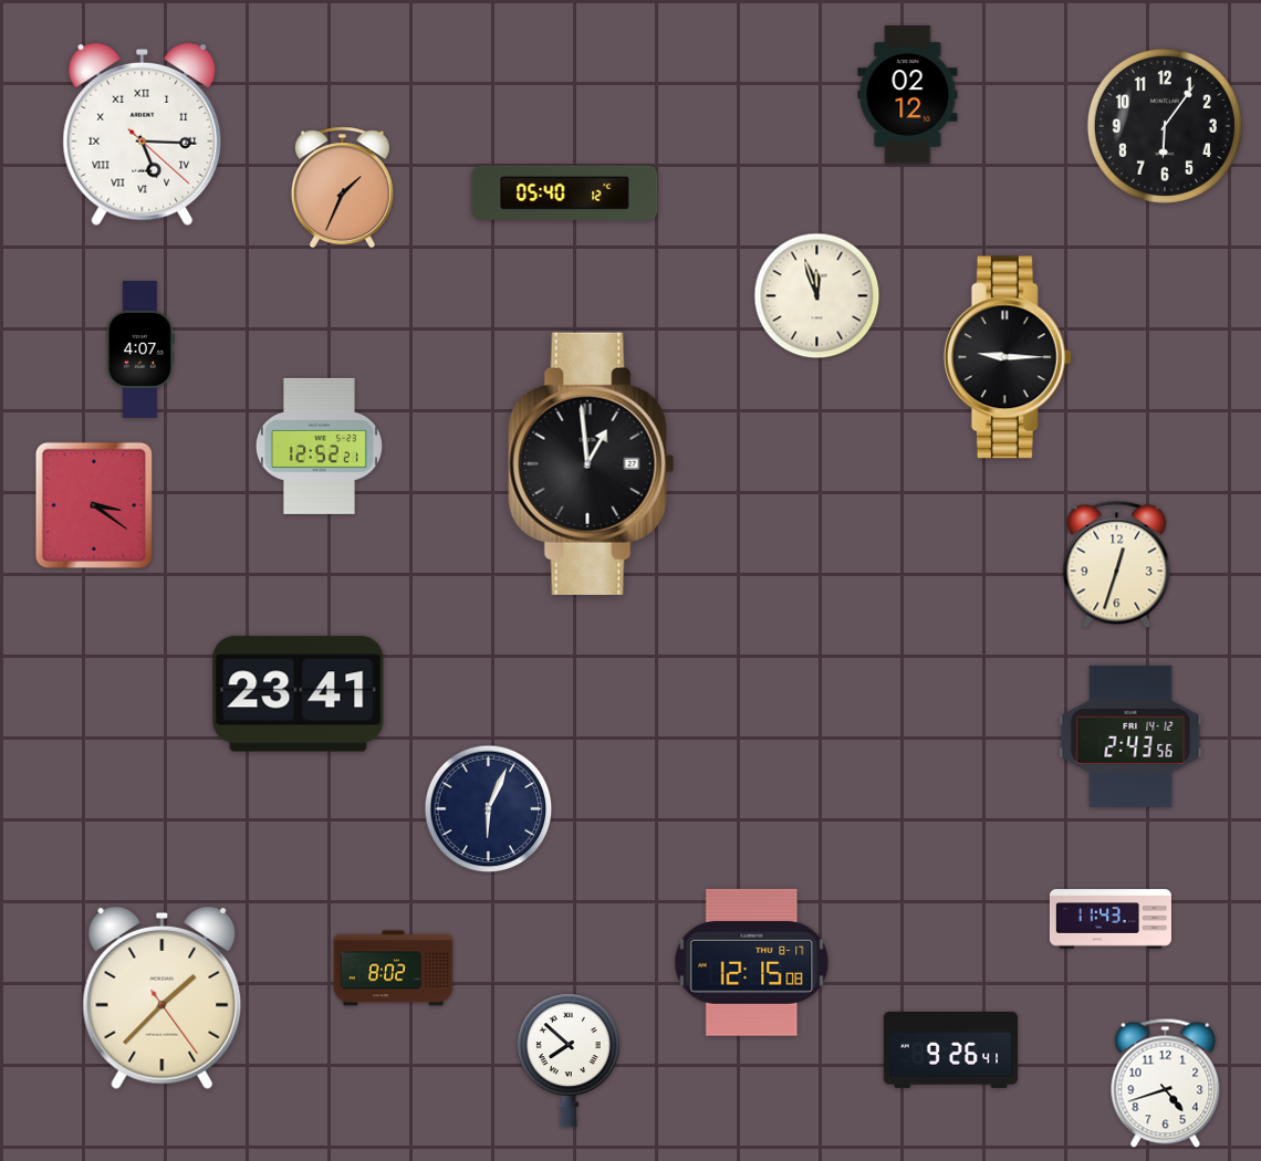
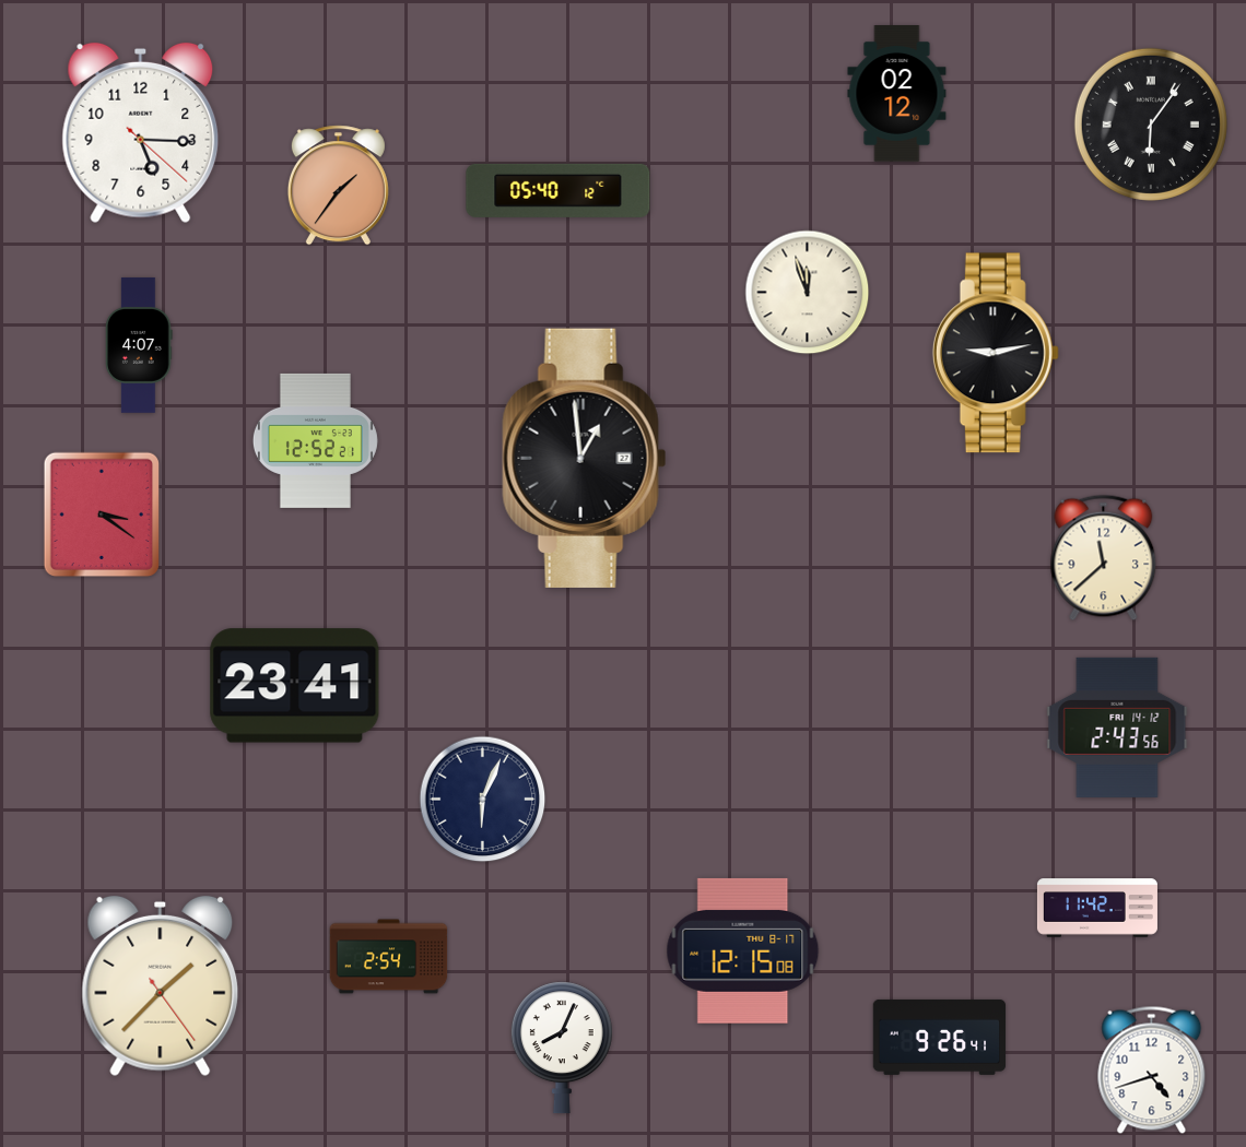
clock at (1165, 126) numerals: Arabic -> Roman
clock at (143, 135) numerals: Roman -> Arabic
clock at (342, 188): 1:34 -> 1:36
clock at (1008, 357): 9:15 -> 9:13
clock at (93, 505) position: (93, 505) -> (101, 515)
clock at (1117, 565): 12:33 -> 11:38
clock at (1111, 919): 11:43 -> 11:42
clock at (394, 969): 8:02 -> 2:54
clock at (569, 1060): 7:52 -> 8:04
